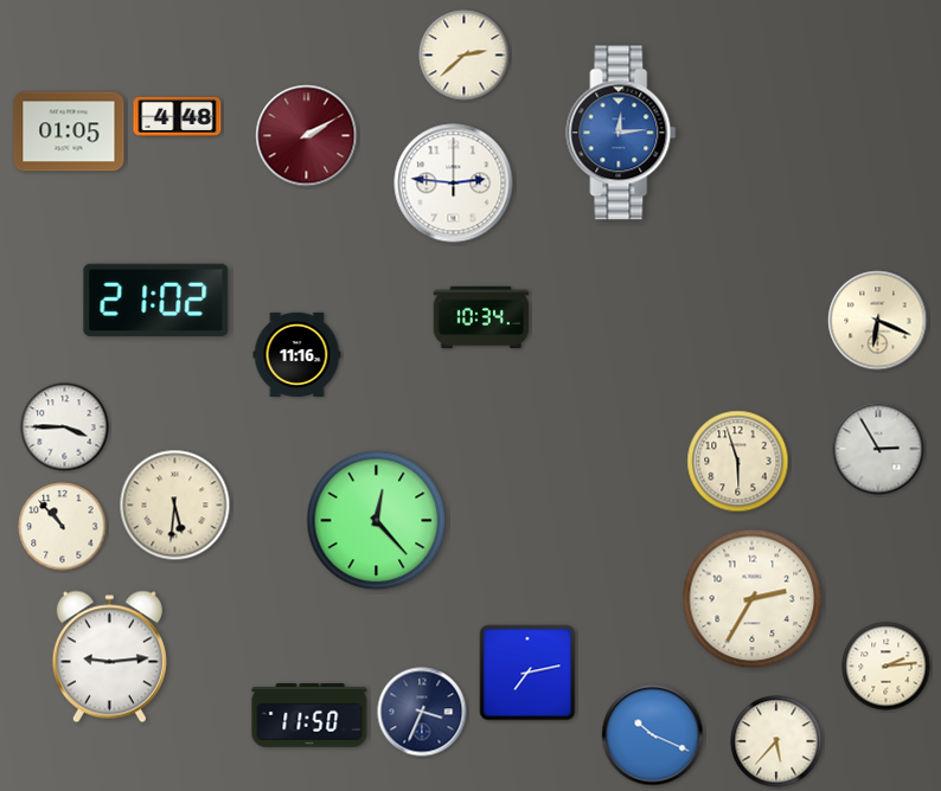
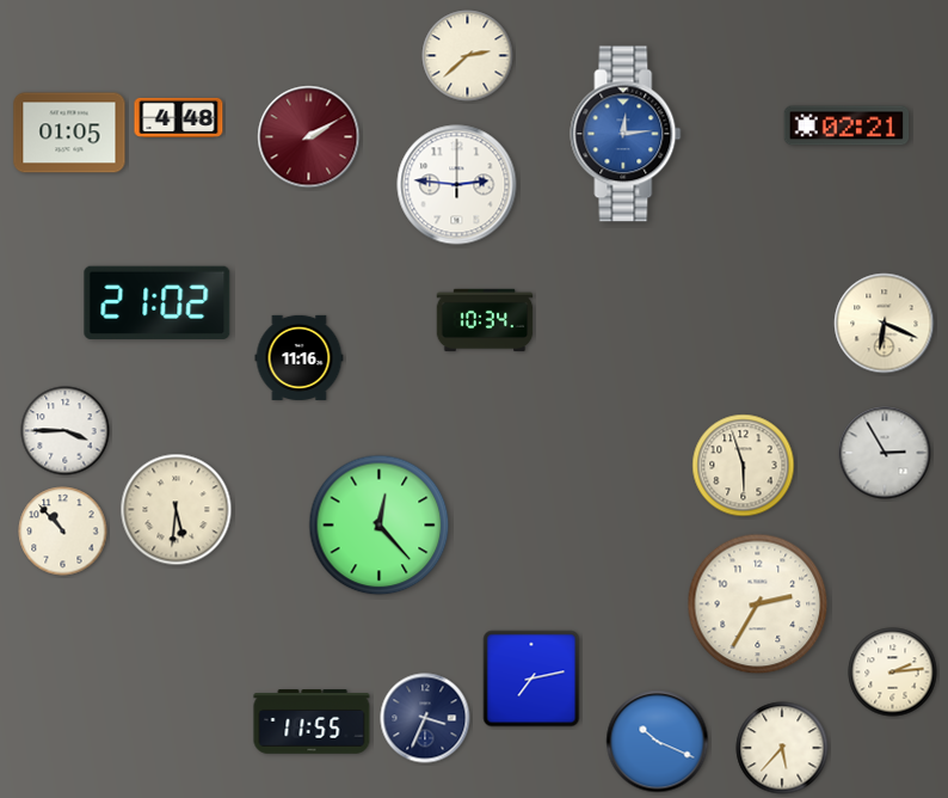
clock at (847, 125): none -> 02:21
clock at (109, 657): 9:14 -> none
clock at (309, 715): 11:50 -> 11:55
